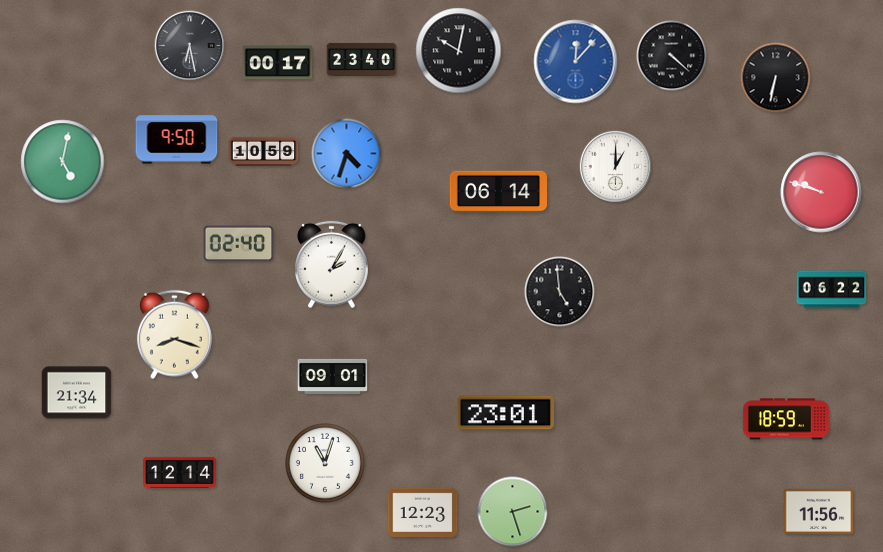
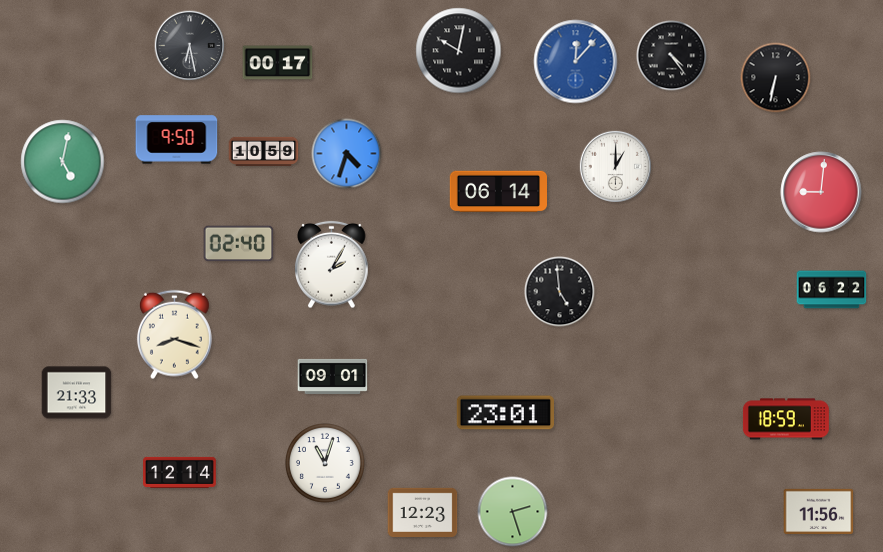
clock at (672, 56): 4:22 -> 4:24
clock at (362, 59): 23:40 -> none
clock at (821, 192): 9:48 -> 9:01
clock at (77, 393): 21:34 -> 21:33
